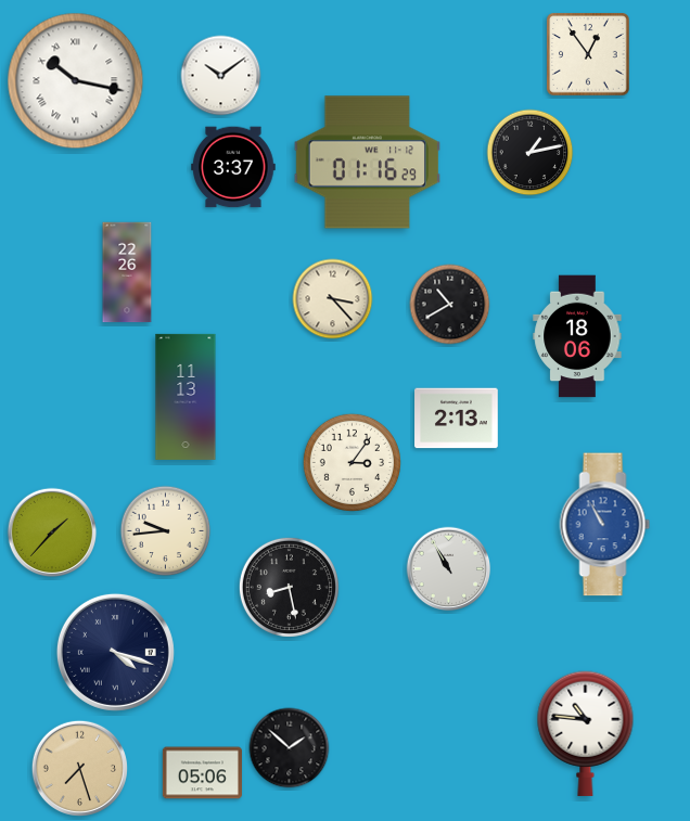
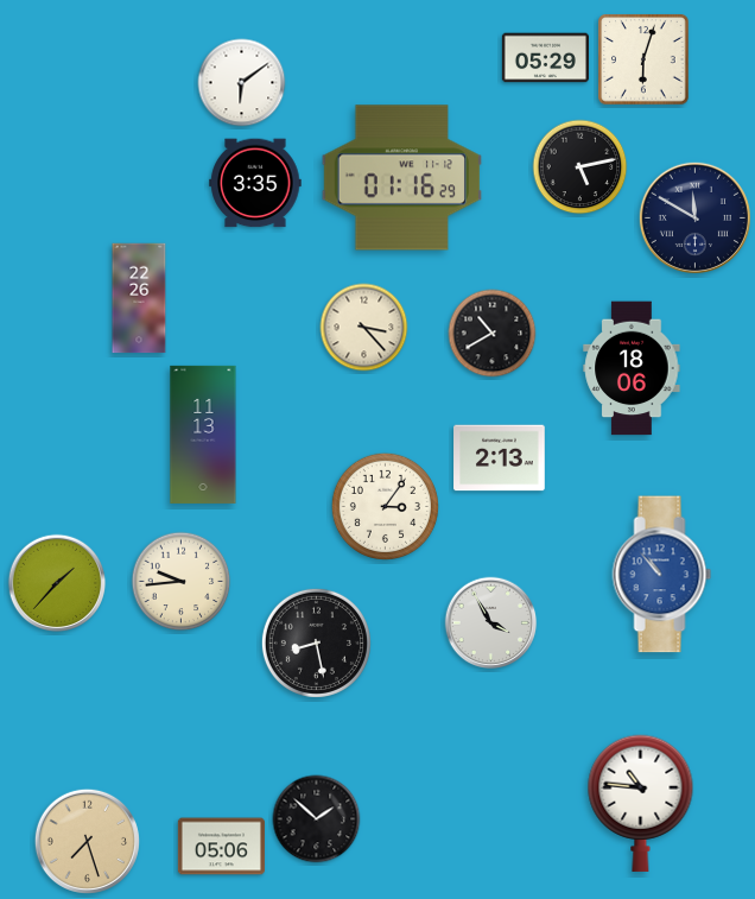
clock at (545, 58): none -> 05:29
clock at (588, 54): 12:54 -> 6:03
clock at (221, 76): 10:09 -> 6:09
clock at (76, 81): 10:17 -> none
clock at (531, 153): 1:13 -> 5:13
clock at (233, 167): 3:37 -> 3:35
clock at (694, 217): none -> 11:50
clock at (605, 525): 10:55 -> 10:53
clock at (449, 569): 10:55 -> 3:55
clock at (115, 652): 4:18 -> none
